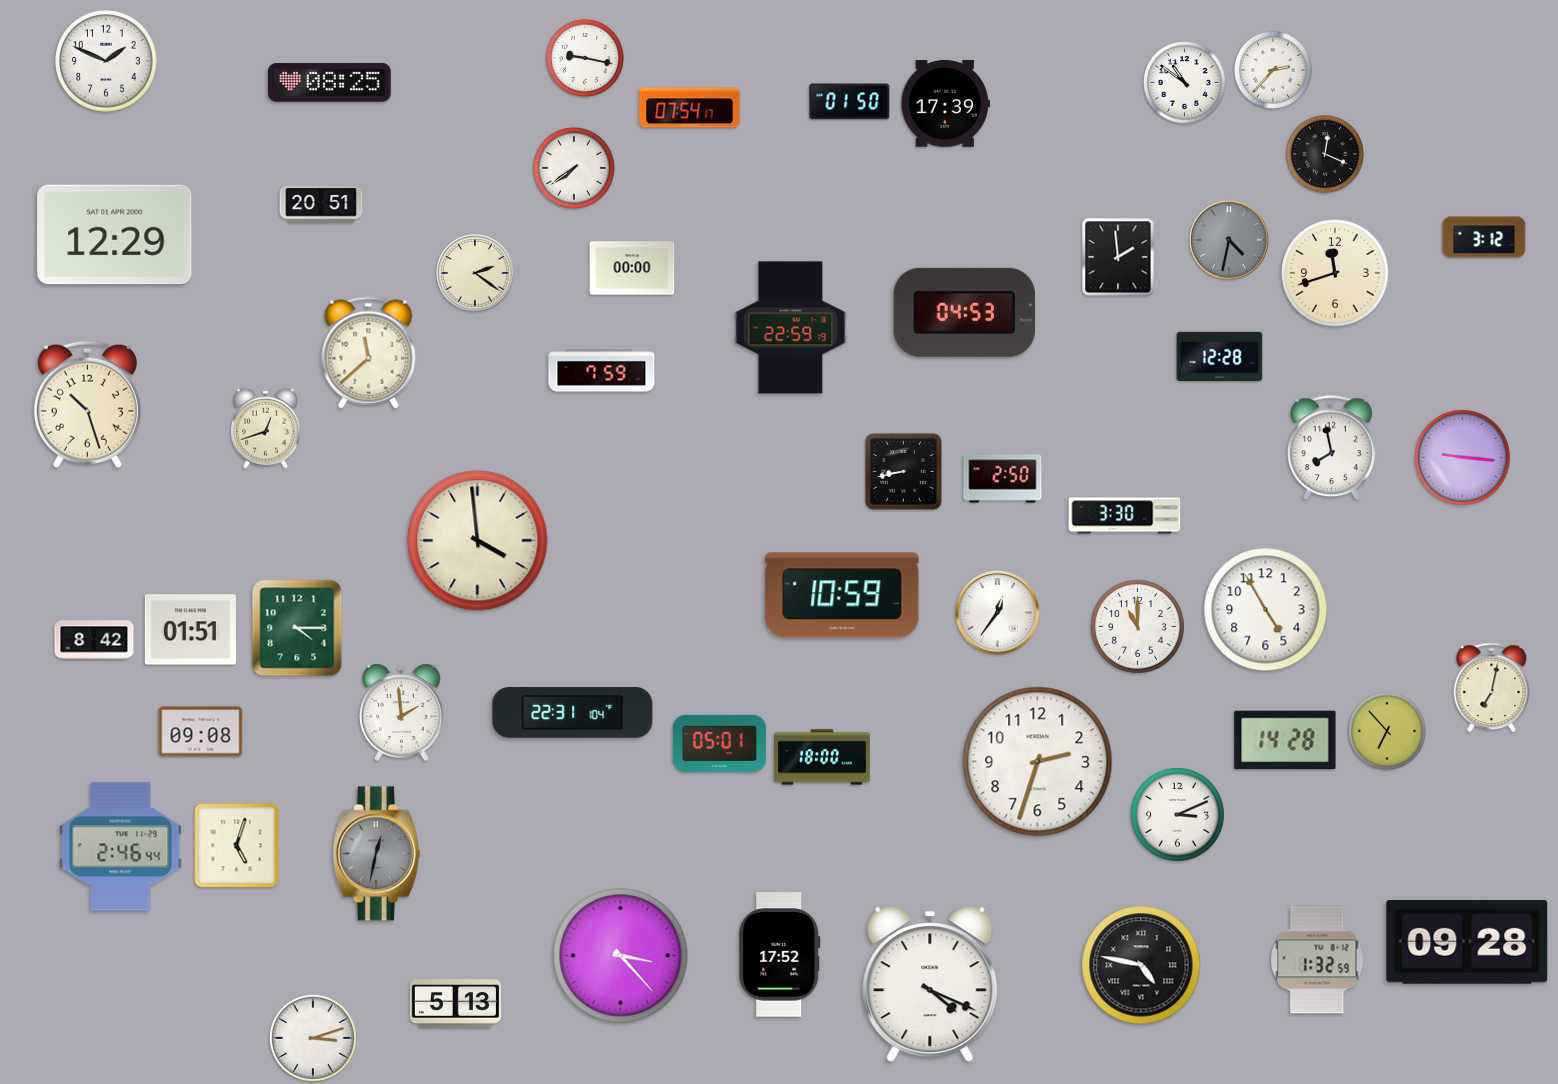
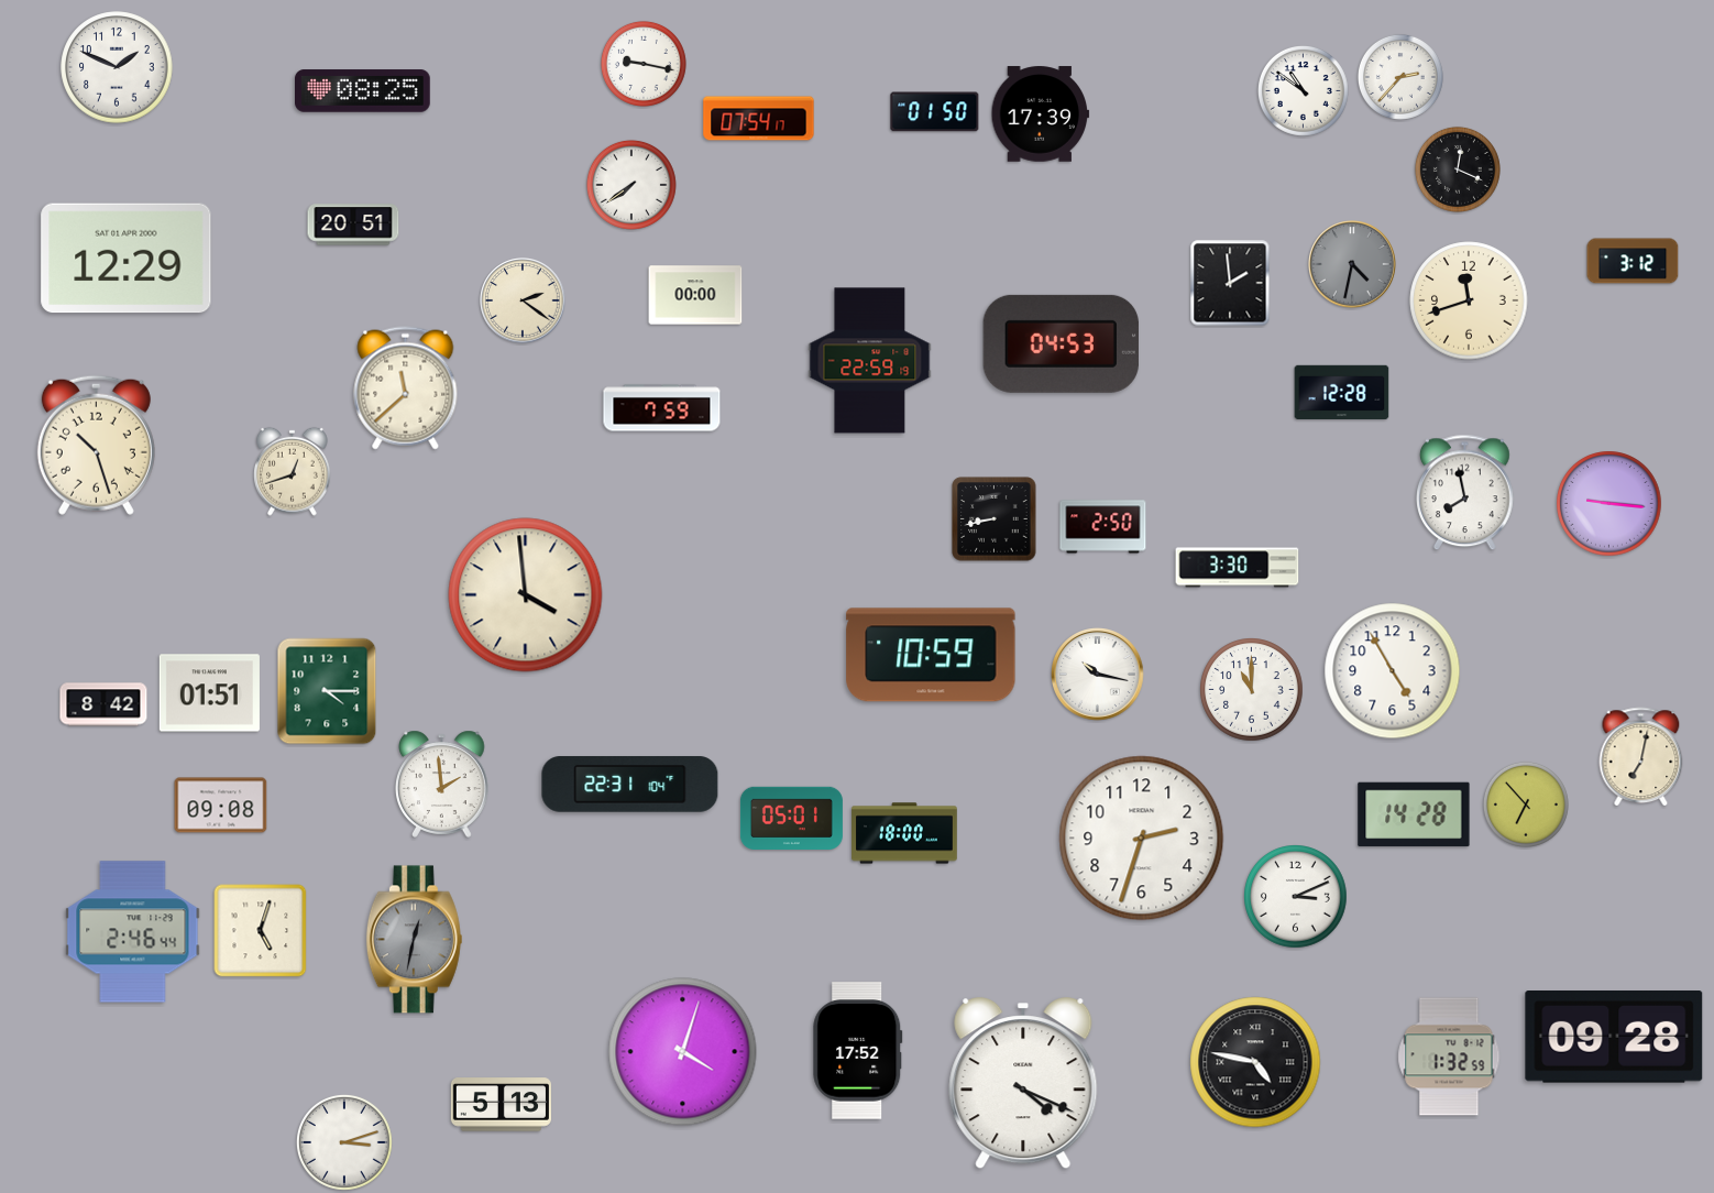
clock at (842, 595) position: (842, 595) -> (931, 655)
clock at (998, 613): 12:36 -> 10:17
clock at (621, 956): 3:23 -> 4:03
